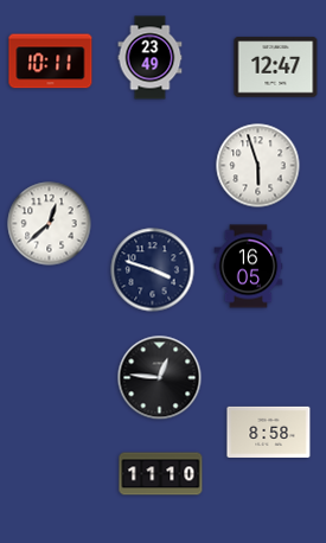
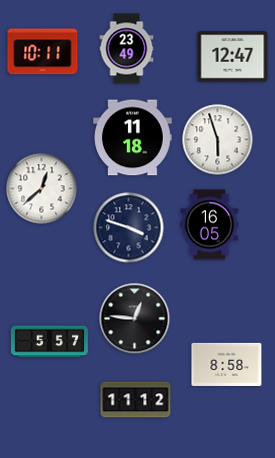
clock at (133, 138): none -> 11:18
clock at (49, 342): none -> 5:57
clock at (161, 474): 11:10 -> 11:12
